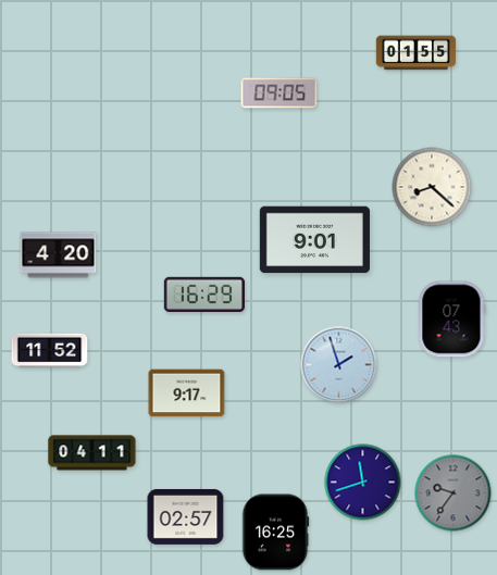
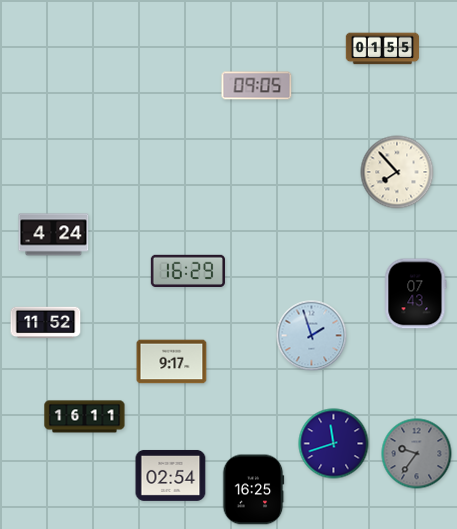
clock at (432, 187): 8:22 -> 7:53
clock at (314, 240): 9:01 -> none
clock at (59, 255): 4:20 -> 4:24
clock at (92, 453): 04:11 -> 16:11
clock at (186, 516): 02:57 -> 02:54
